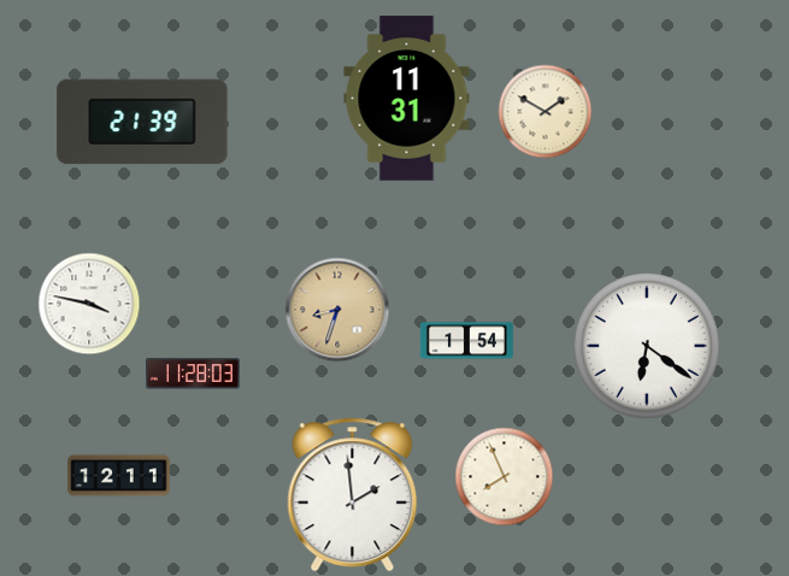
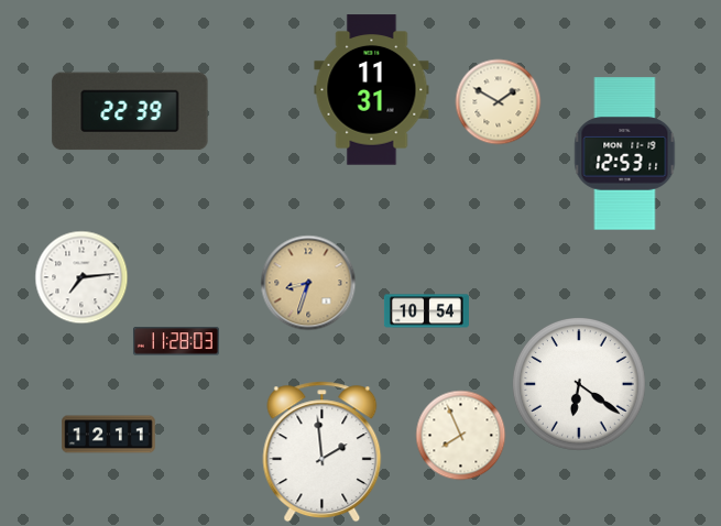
clock at (142, 122): 21:39 -> 22:39
clock at (625, 154): none -> 12:53
clock at (89, 304): 3:47 -> 7:14
clock at (466, 341): 1:54 -> 10:54
clock at (648, 347) position: (648, 347) -> (580, 385)
